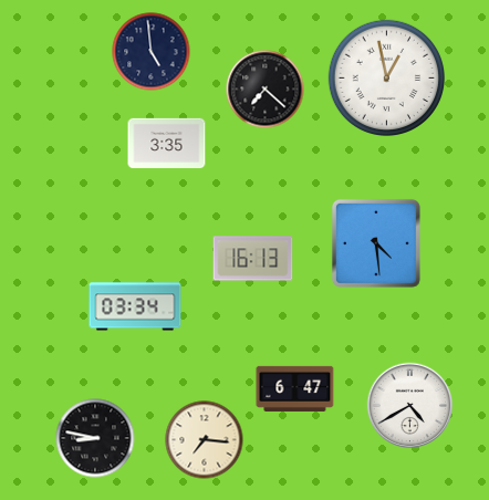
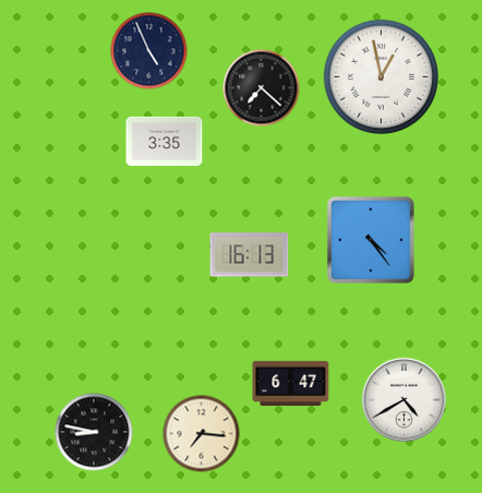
clock at (152, 52): 4:59 -> 4:56
clock at (376, 243): 4:29 -> 4:24
clock at (135, 306): 03:34 -> none
